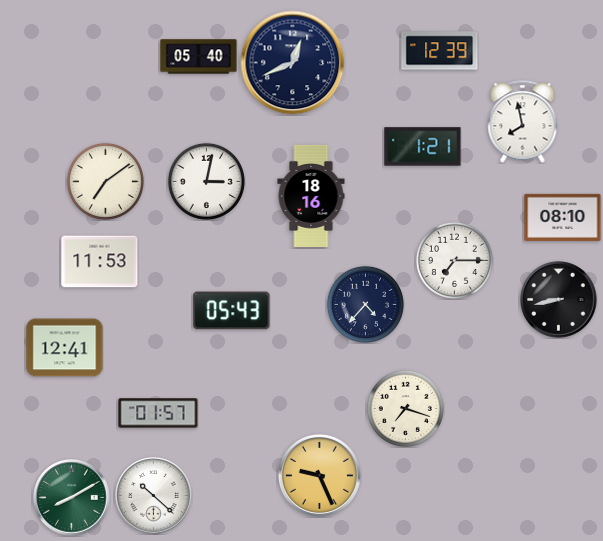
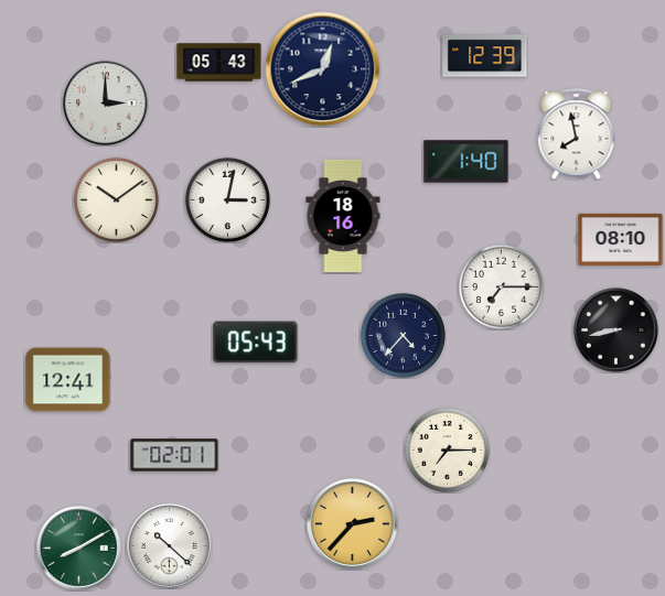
clock at (199, 57): 05:40 -> 05:43
clock at (106, 104): none -> 3:00
clock at (423, 147): 1:21 -> 1:40
clock at (105, 181): 7:09 -> 10:09
clock at (100, 262): 11:53 -> none
clock at (65, 348) position: (65, 348) -> (68, 380)
clock at (405, 408): 7:18 -> 7:15
clock at (158, 413): 01:57 -> 02:01
clock at (319, 475): 9:26 -> 2:37
